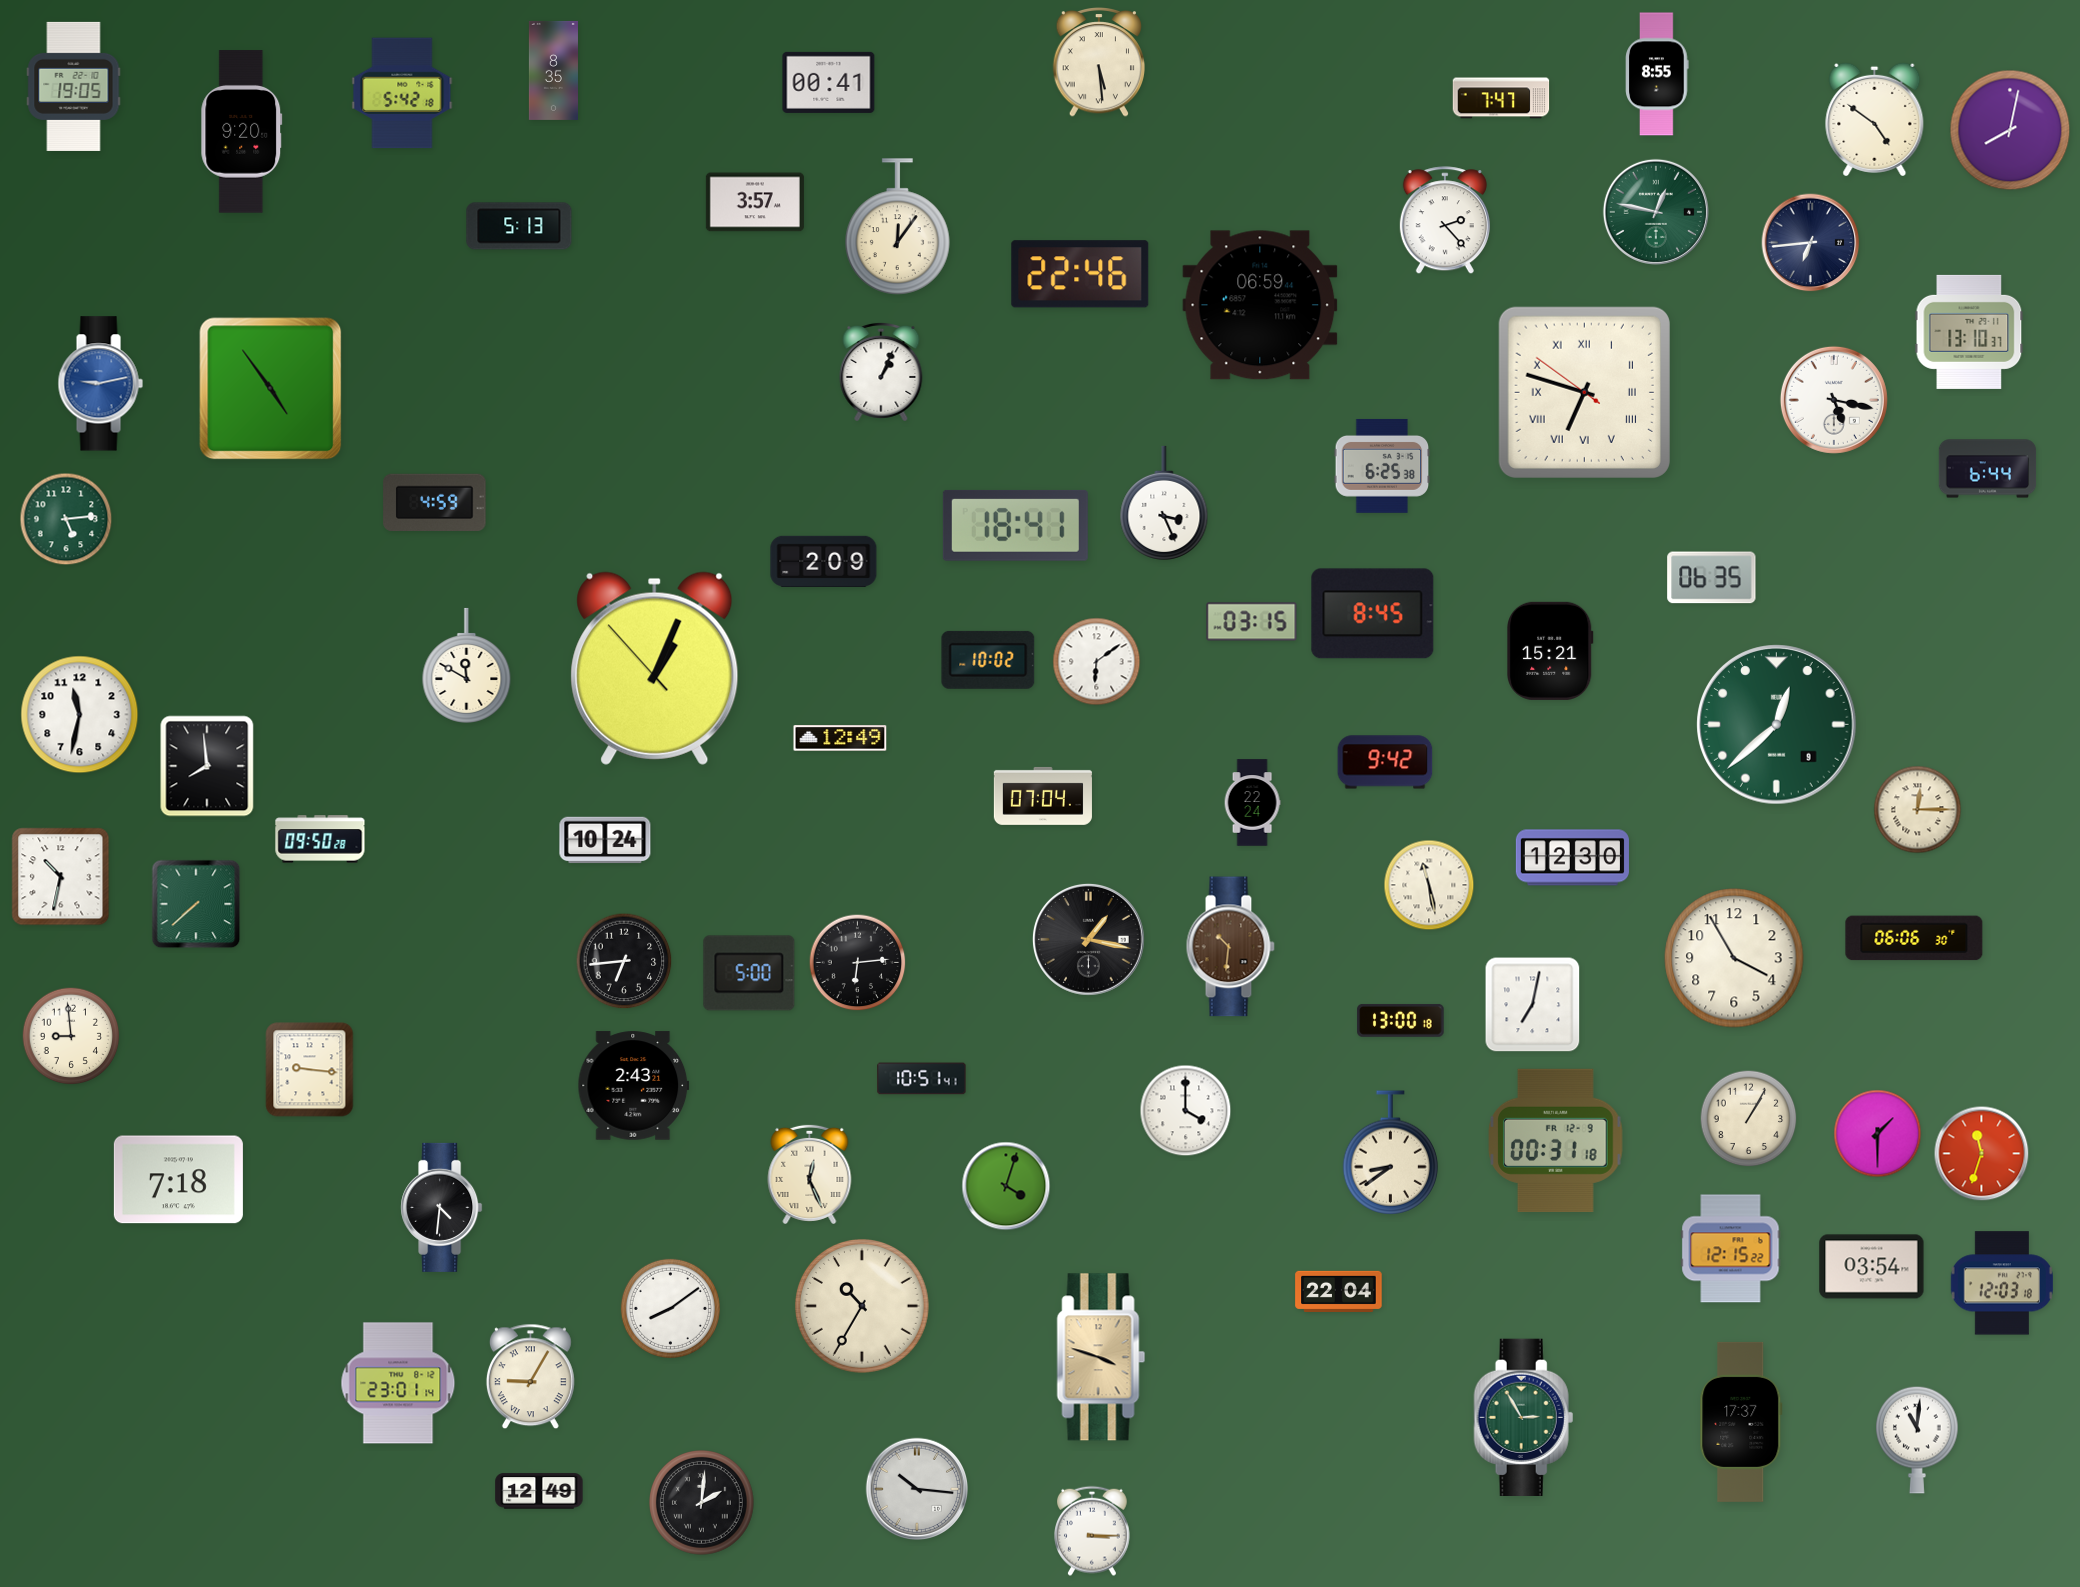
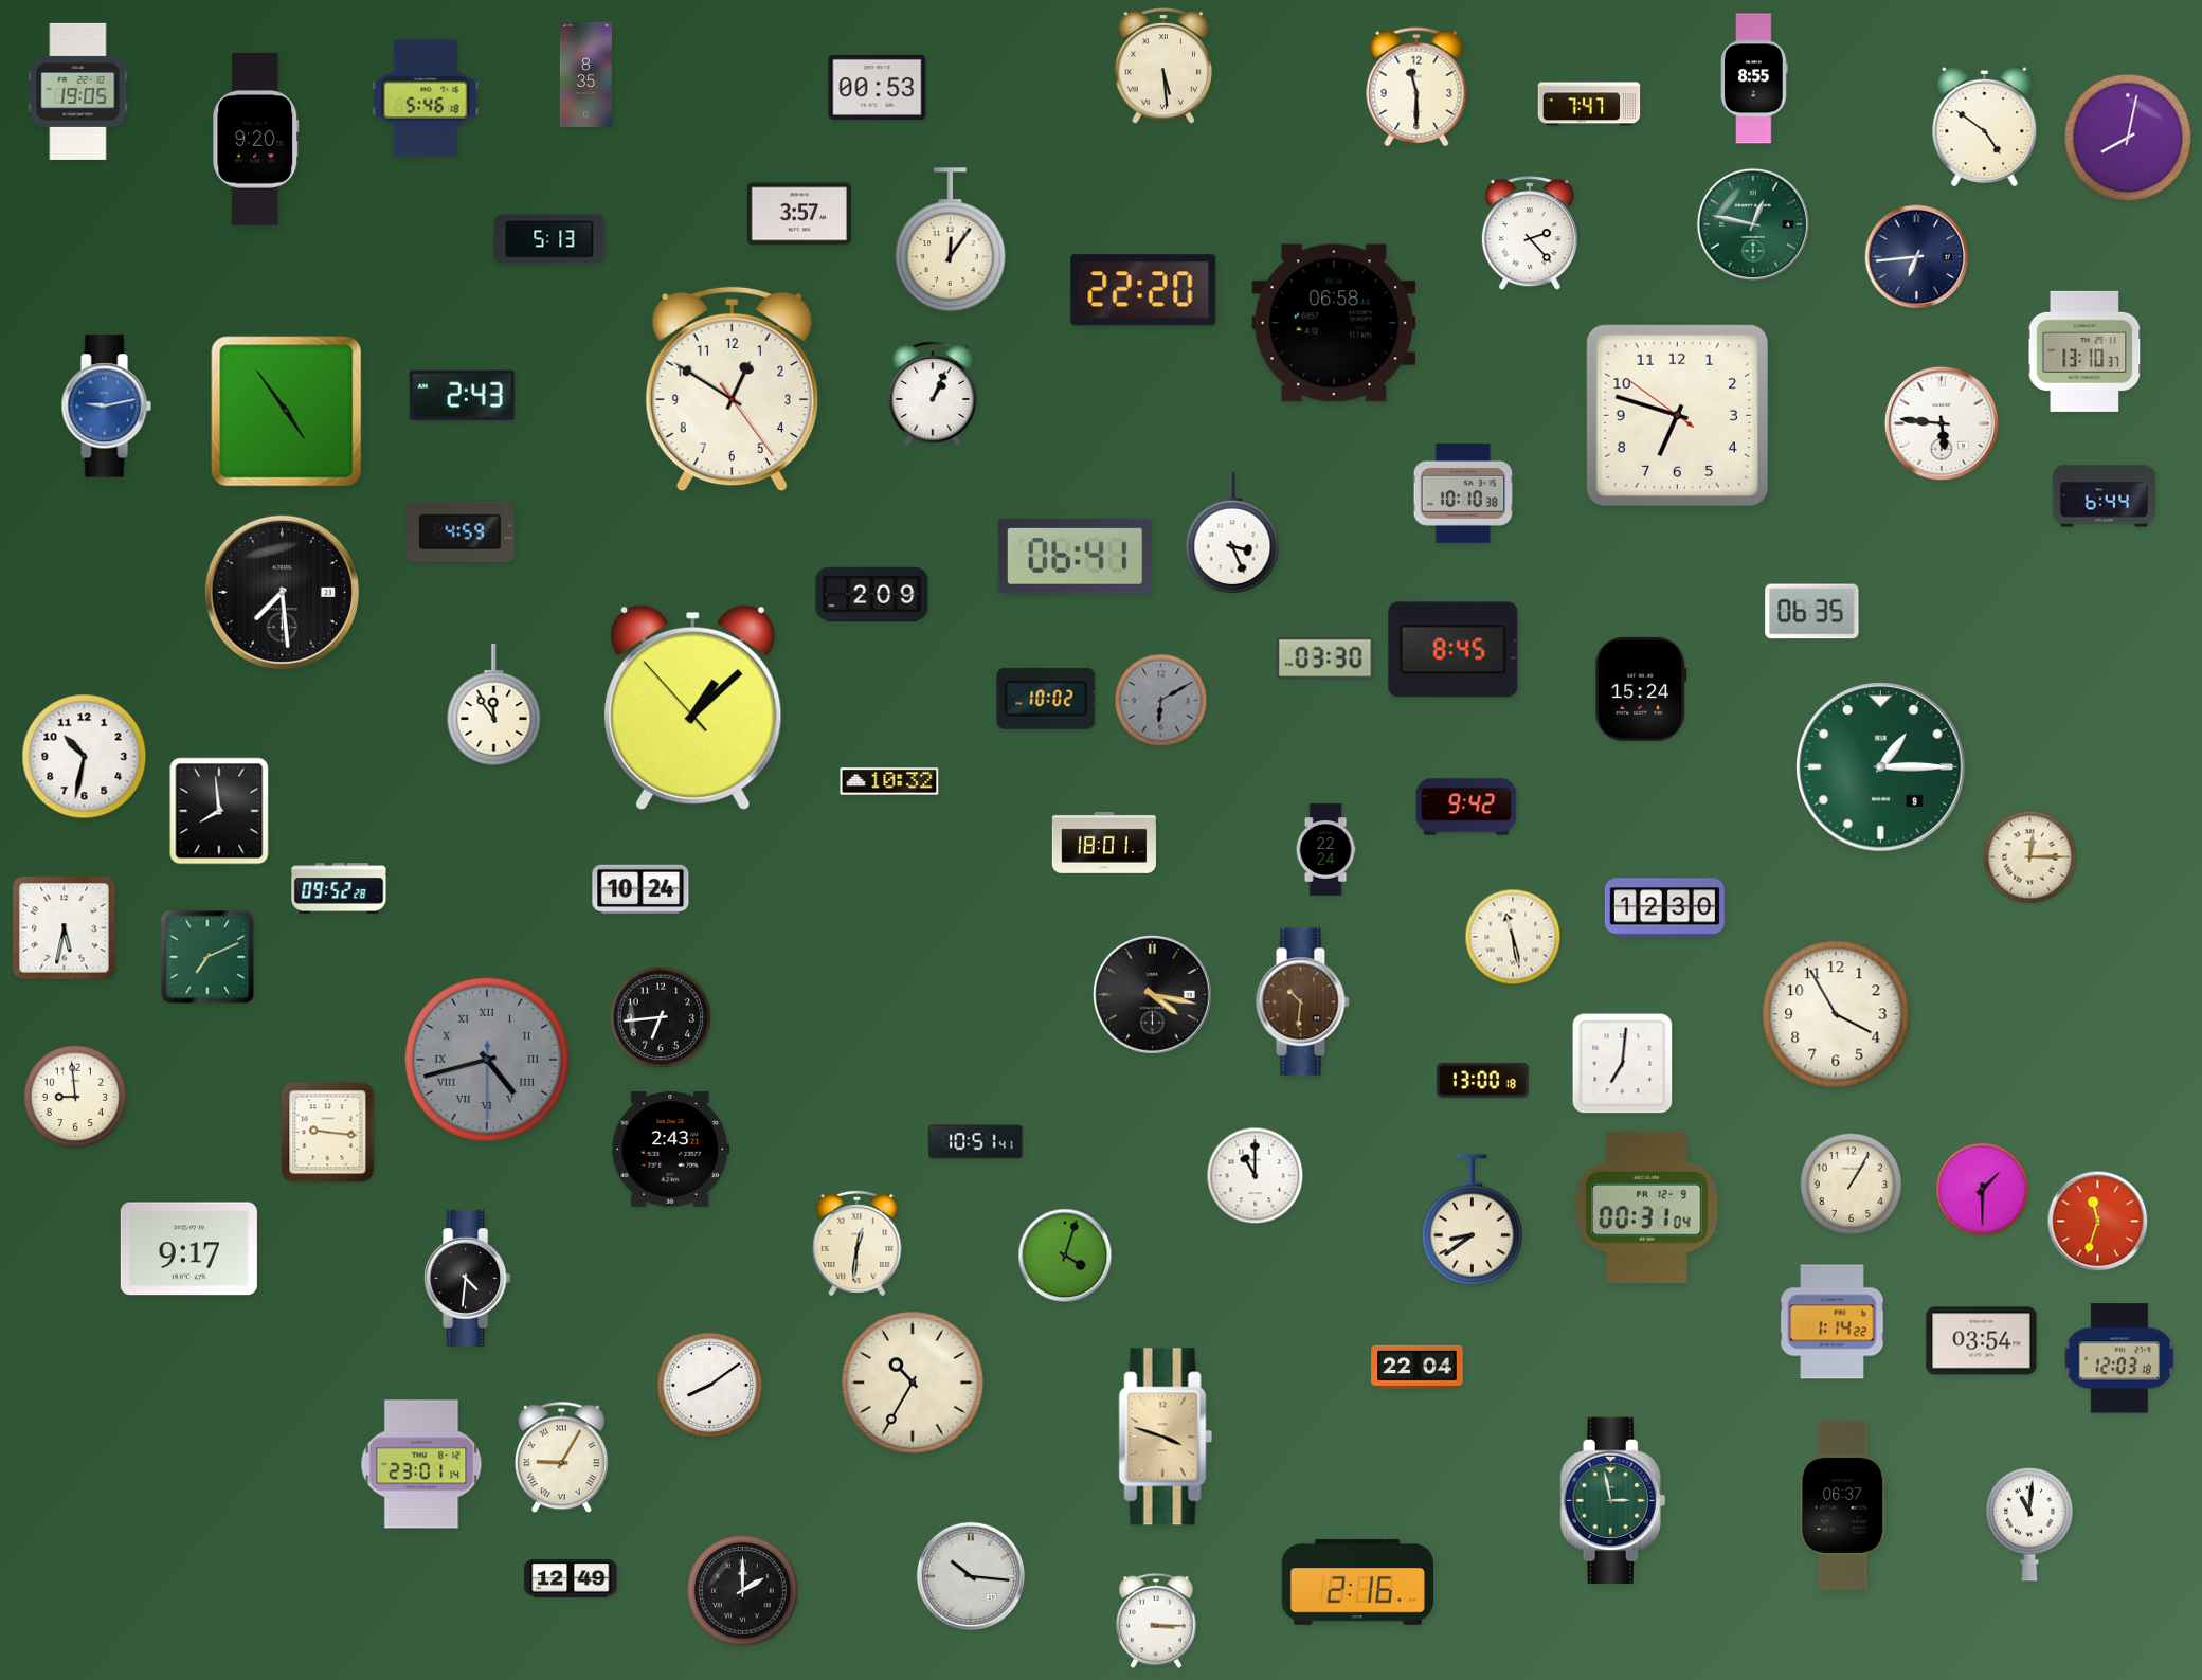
clock at (829, 82): 00:41 -> 00:53
clock at (1416, 87): none -> 11:30
clock at (402, 93): 5:42 -> 5:46
clock at (1080, 274): 22:46 -> 22:20
clock at (1260, 305): 06:59 -> 06:58
clock at (732, 390): none -> 12:50
clock at (462, 395): none -> 2:43
clock at (1584, 392) numerals: Roman -> Arabic
clock at (1834, 400): 5:17 -> 5:46
clock at (1382, 466): 6:25 -> 10:10
clock at (66, 519): 5:14 -> none
clock at (1015, 525): 18:41 -> 06:41
clock at (282, 592): none -> 7:29
clock at (1252, 622): 03:15 -> 03:30
clock at (1551, 651): 15:21 -> 15:24
clock at (1097, 662): 6:09 -> 6:10
clock at (1097, 662) dial: white -> grey
clock at (467, 665): 11:50 -> 11:54
clock at (655, 668): 1:03 -> 1:07
clock at (80, 715): 11:32 -> 10:32
clock at (1777, 725): 12:38 -> 1:15
clock at (840, 738): 12:49 -> 10:32
clock at (1043, 796): 07:04 -> 18:01
clock at (320, 839): 09:50 -> 09:52
clock at (61, 877): 10:32 -> 5:32
clock at (196, 904): 7:38 -> 7:11
clock at (1914, 938): 06:06 -> none
clock at (1088, 939): 1:17 -> 4:17
clock at (858, 963): 6:14 -> none
clock at (749, 973): 5:00 -> none
clock at (487, 1060): none -> 4:42
clock at (1533, 1005): 7:02 -> 7:01
clock at (1186, 1111): 4:00 -> 11:00
clock at (1878, 1134) position: (1878, 1134) -> (1983, 1190)
clock at (1556, 1140): 00:31:18 -> 00:31:04
clock at (810, 1174): 12:26 -> 12:31
clock at (178, 1180): 7:18 -> 9:17
clock at (1731, 1249): 12:15 -> 1:14
clock at (1524, 1417): 2:55 -> 2:58
clock at (1741, 1422): 17:37 -> 06:37
clock at (1357, 1583): none -> 2:16
clock at (702, 1503): 2:01 -> 2:00
